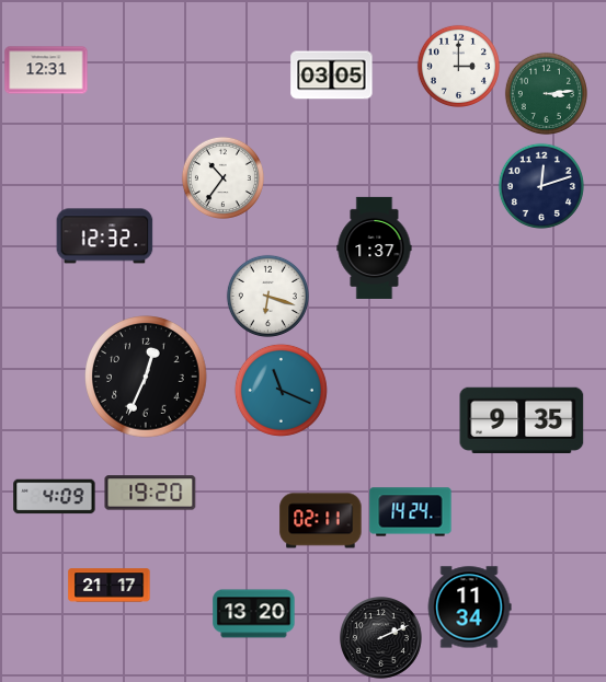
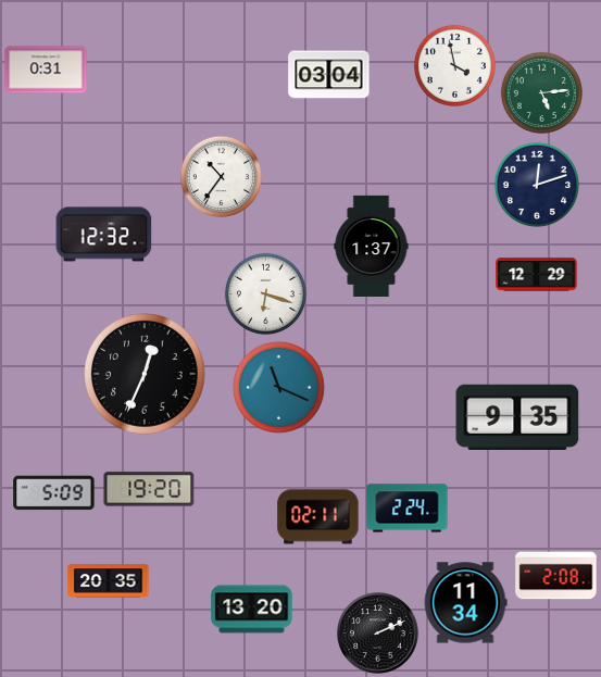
clock at (458, 66): 3:00 -> 3:58
clock at (46, 70): 12:31 -> 0:31
clock at (332, 76): 03:05 -> 03:04
clock at (546, 93): 3:14 -> 5:14
clock at (537, 275): none -> 12:29
clock at (55, 497): 4:09 -> 5:09
clock at (411, 512): 14:24 -> 2:24
clock at (556, 576): none -> 2:08
clock at (110, 586): 21:17 -> 20:35
